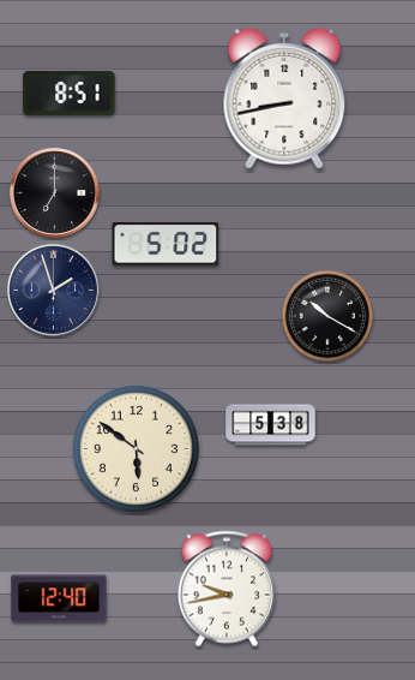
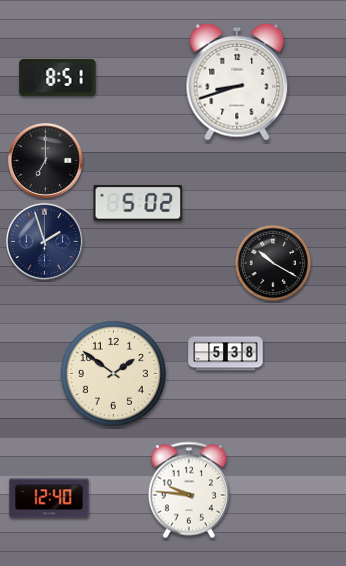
clock at (284, 99): 8:43 -> 8:42
clock at (136, 448): 5:51 -> 1:51
clock at (225, 589): 9:43 -> 9:46
